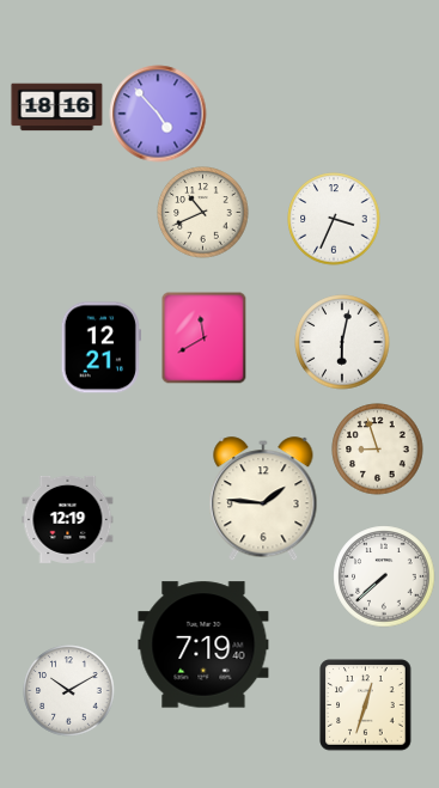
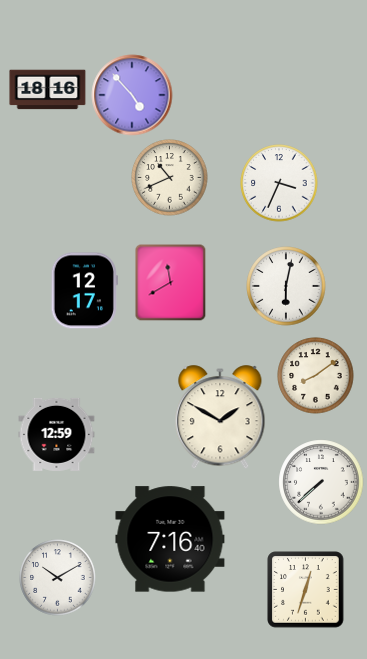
clock at (100, 348): 12:21 -> 12:17
clock at (378, 450): 8:57 -> 8:09
clock at (263, 500): 1:46 -> 1:50
clock at (68, 519): 12:19 -> 12:59
clock at (203, 645): 7:19 -> 7:16
